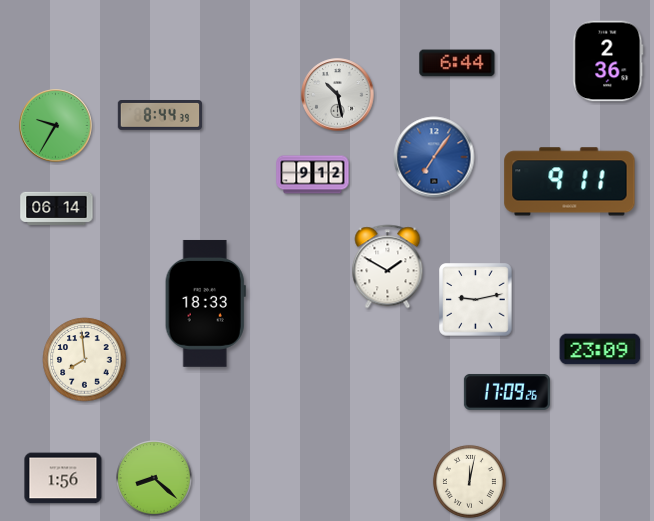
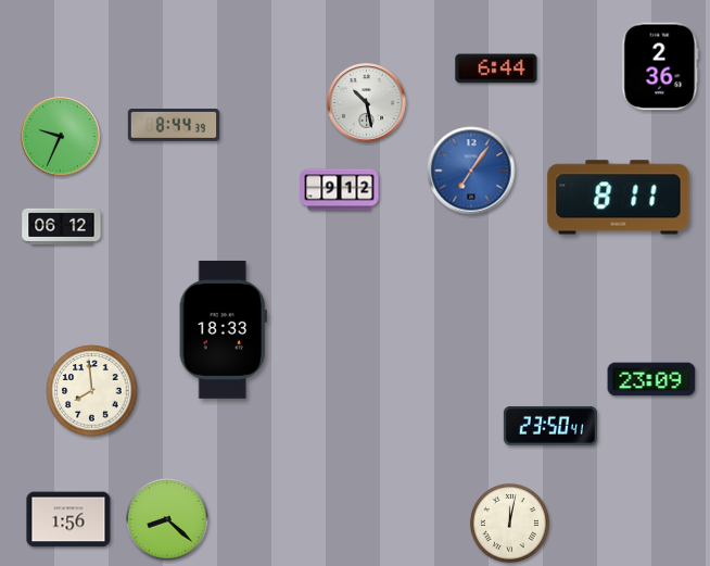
clock at (56, 126): 9:35 -> 9:34
clock at (570, 182): 9:11 -> 8:11
clock at (57, 208): 06:14 -> 06:12
clock at (388, 267): 1:50 -> none
clock at (476, 300): 9:13 -> none
clock at (507, 392): 17:09 -> 23:50
